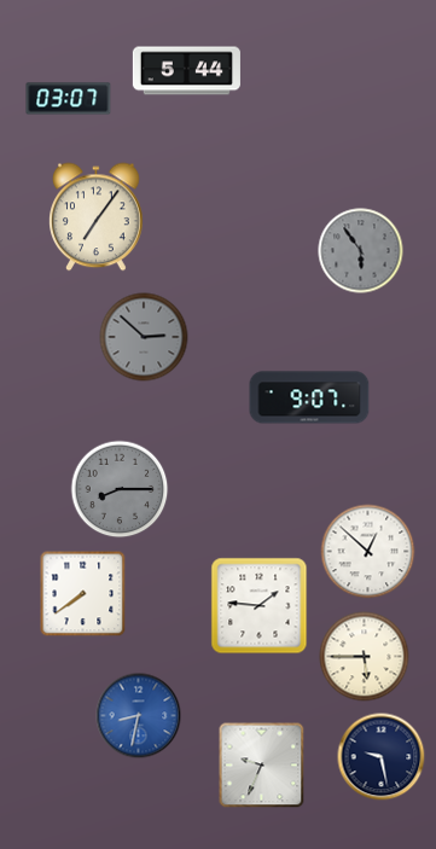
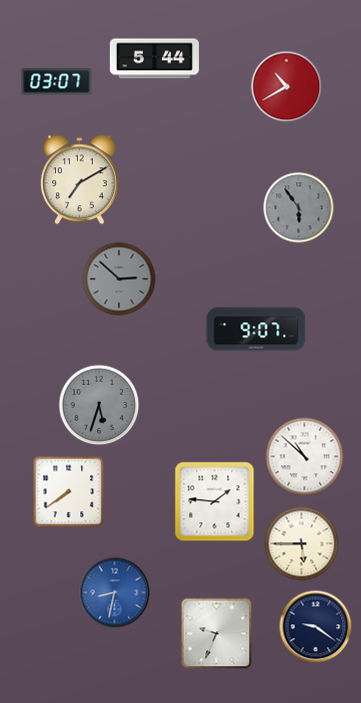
clock at (287, 87): none -> 10:40
clock at (97, 217): 7:06 -> 7:10
clock at (120, 489): 8:15 -> 5:33
clock at (368, 552): 12:52 -> 10:52
clock at (382, 757): 9:28 -> 9:21
